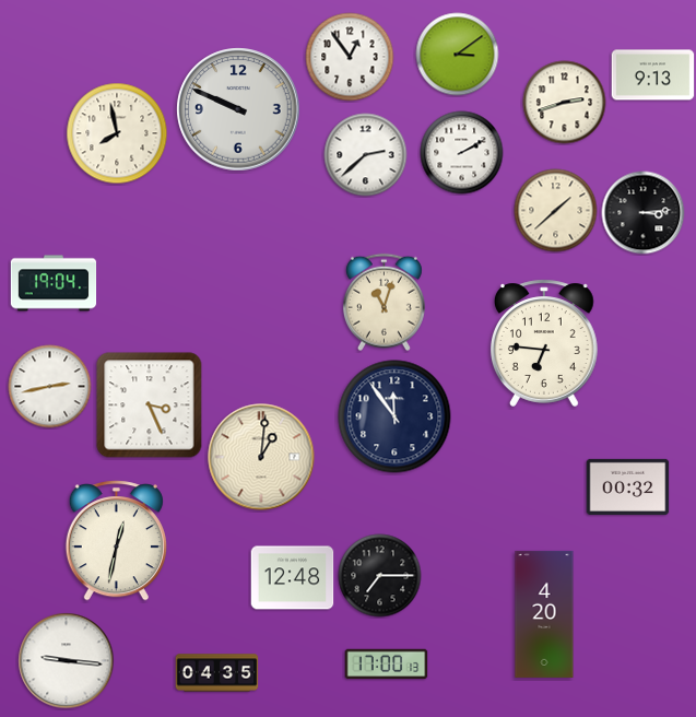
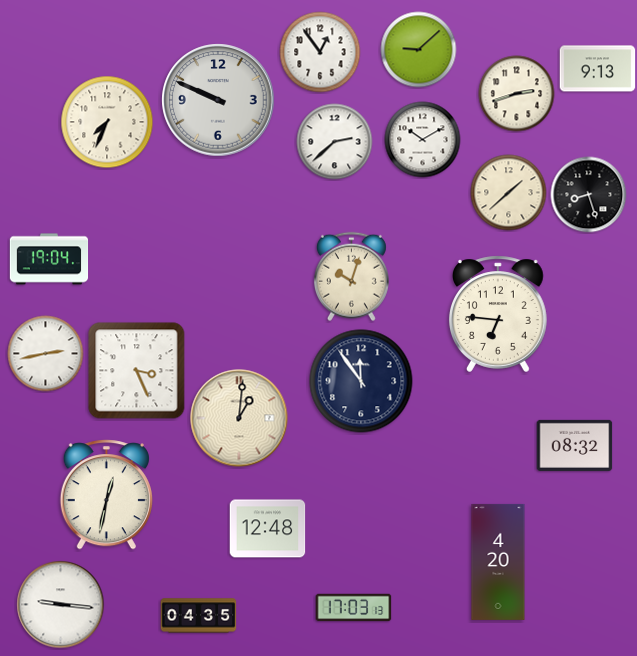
clock at (458, 55): 3:09 -> 9:08
clock at (117, 133): 7:58 -> 7:34
clock at (462, 153): 2:10 -> 10:10
clock at (644, 213): 3:14 -> 8:27
clock at (384, 303): 11:03 -> 10:03
clock at (628, 486): 00:32 -> 08:32
clock at (380, 576): 7:15 -> none
clock at (387, 665): 17:00 -> 17:03
